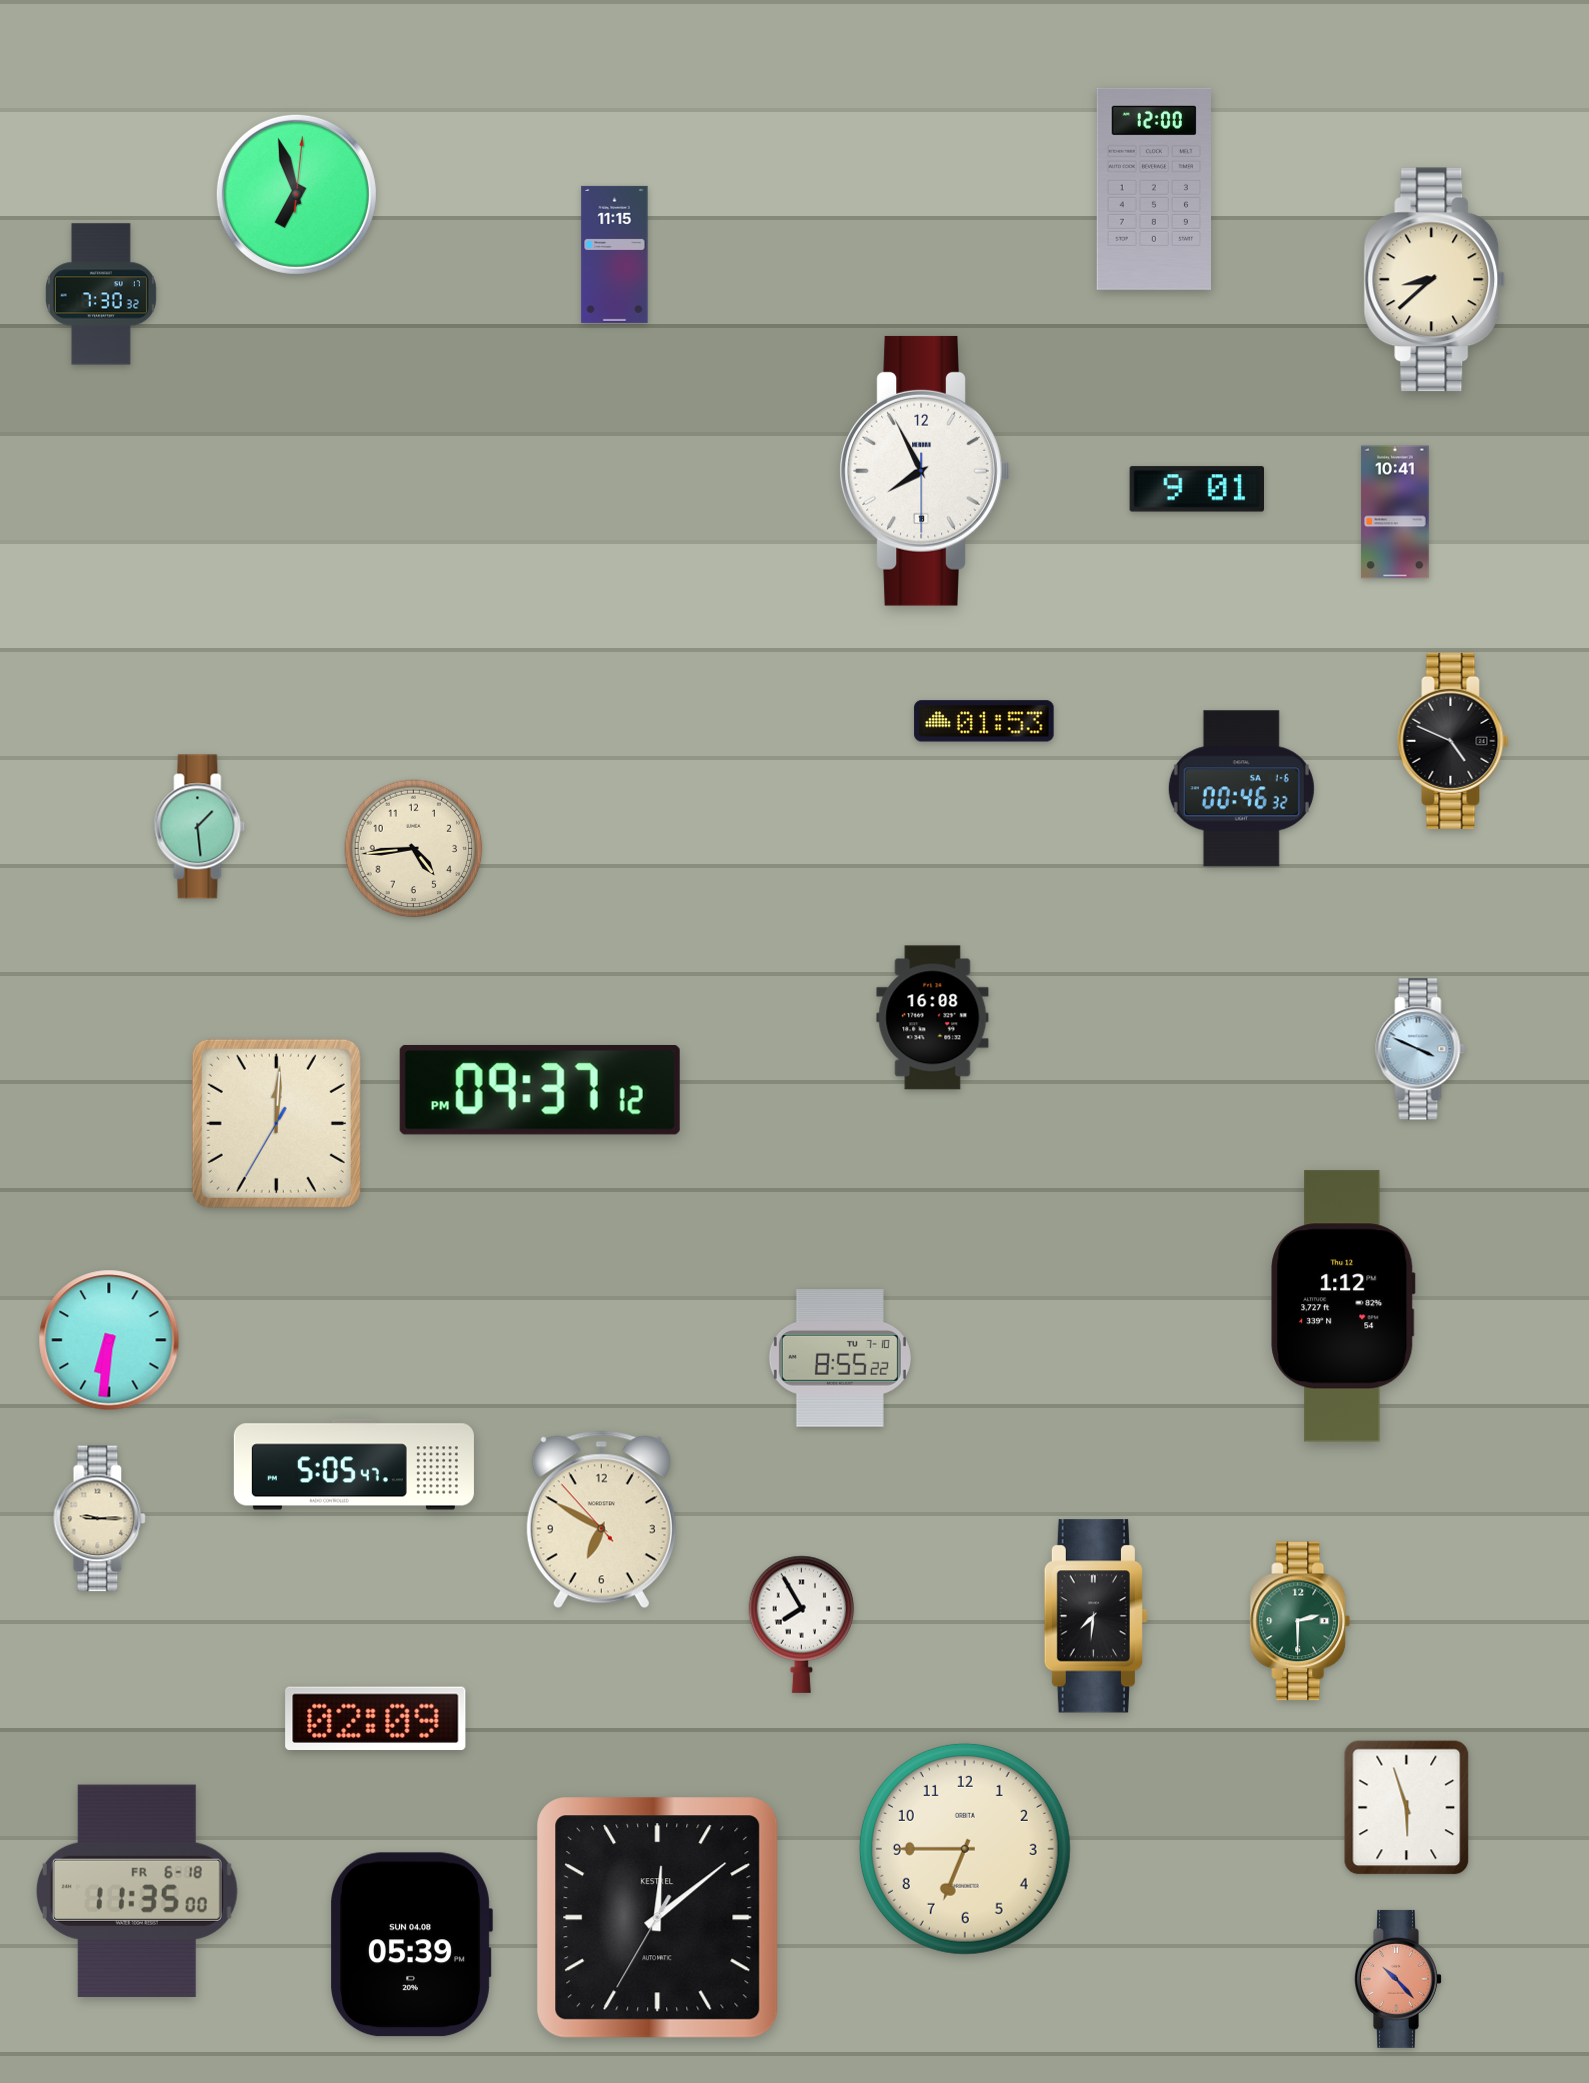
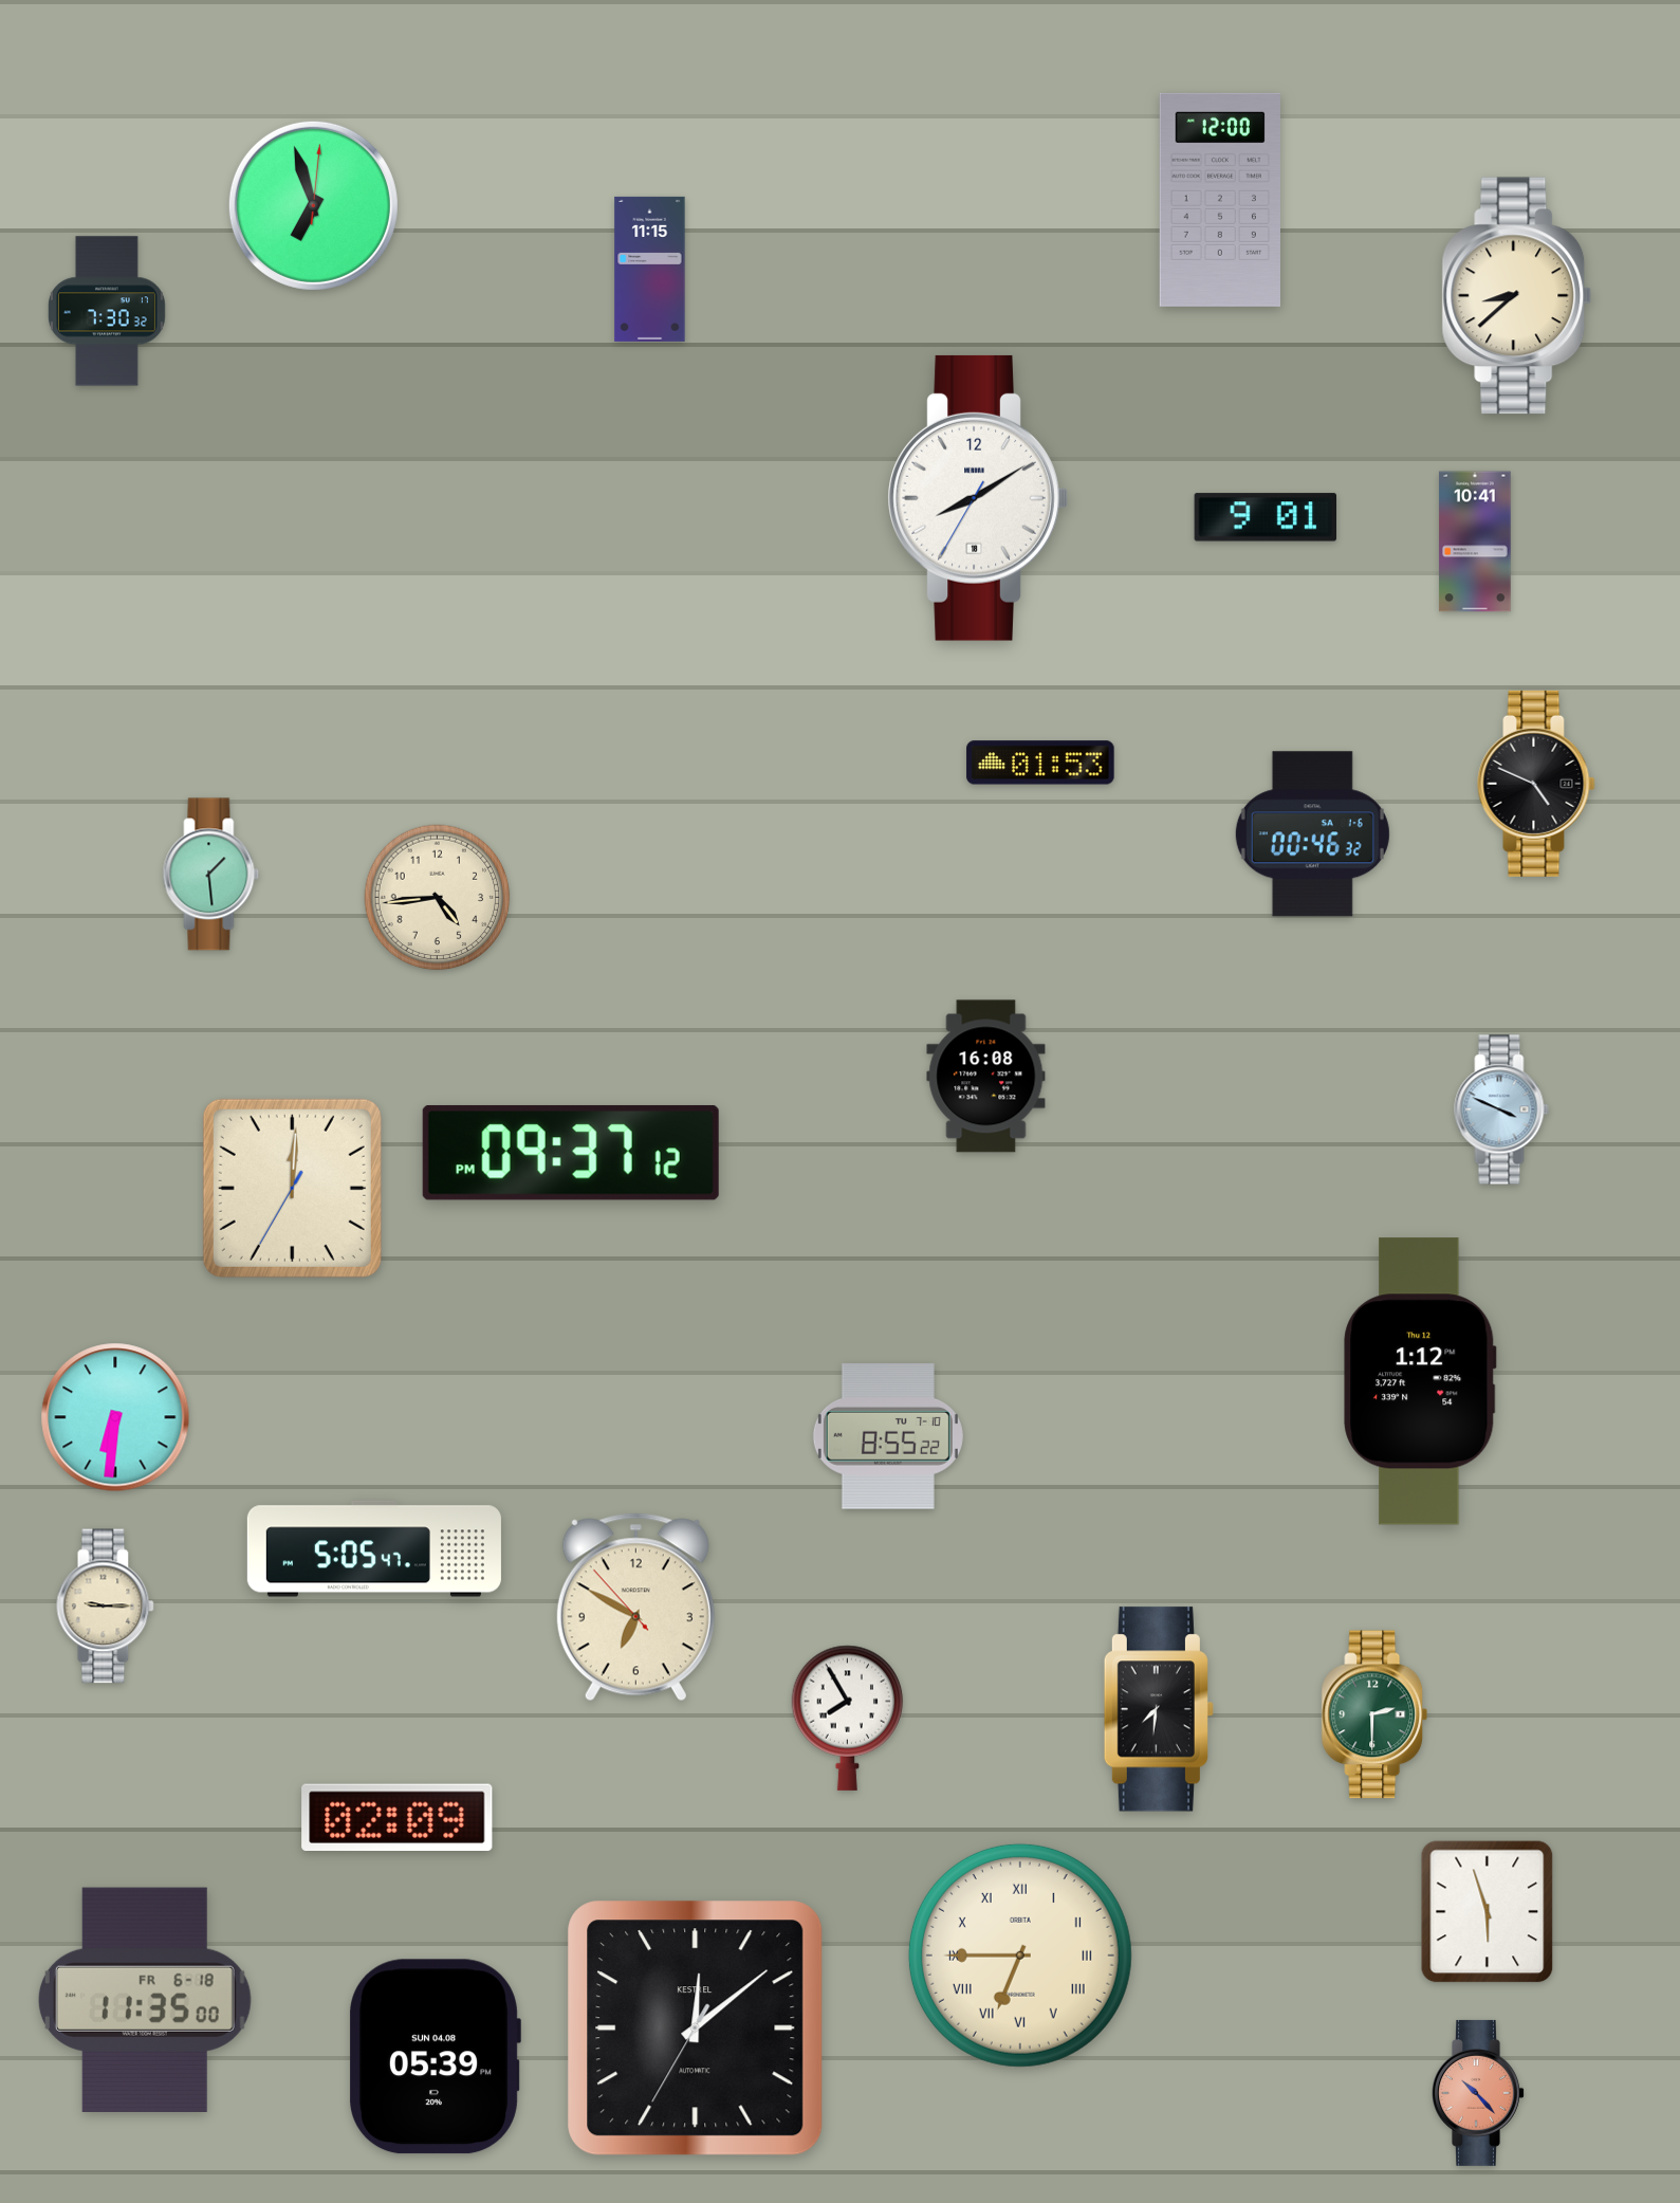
clock at (925, 471): 7:55 -> 8:09
clock at (965, 1849) numerals: Arabic -> Roman
